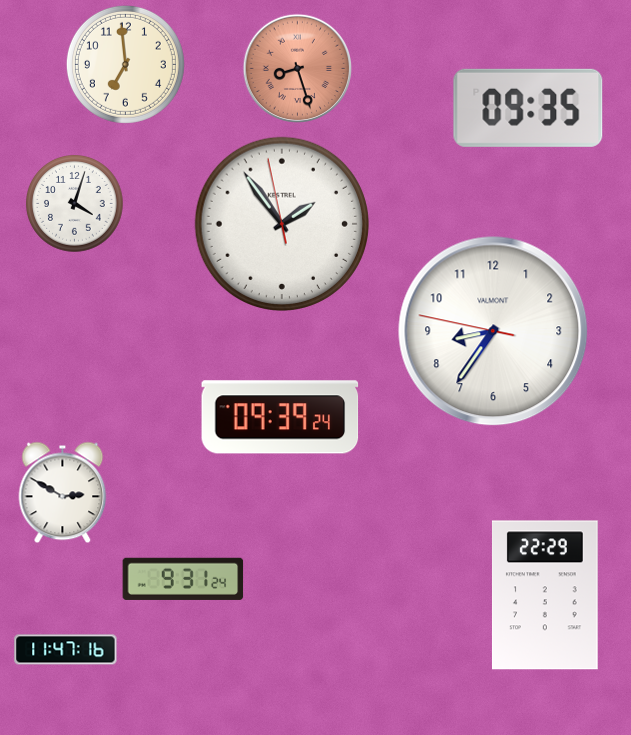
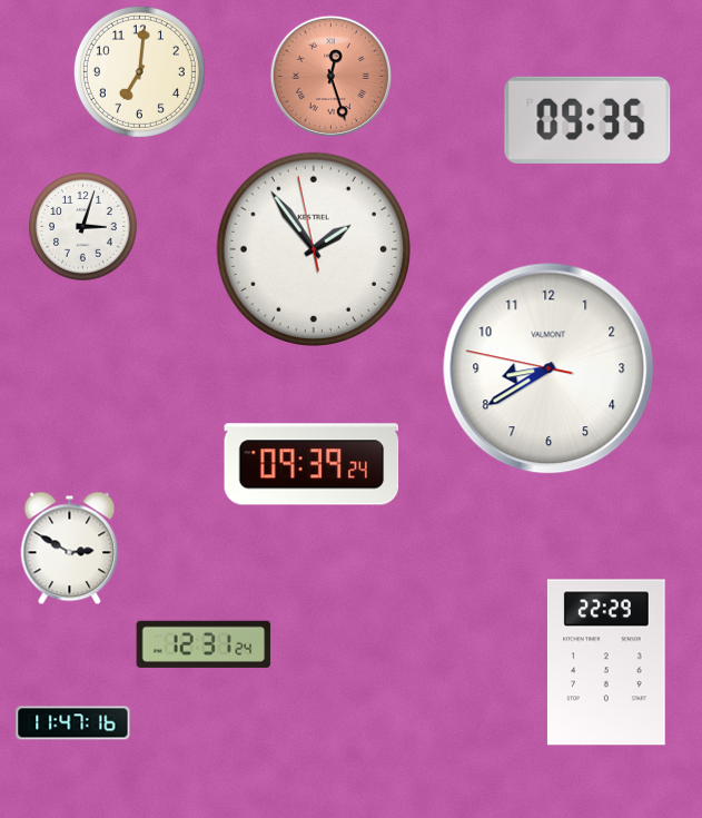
clock at (125, 64): 6:59 -> 7:01
clock at (298, 69): 8:27 -> 12:27
clock at (75, 204): 4:03 -> 3:03
clock at (493, 331): 8:35 -> 8:39
clock at (183, 579): 9:31 -> 12:31
